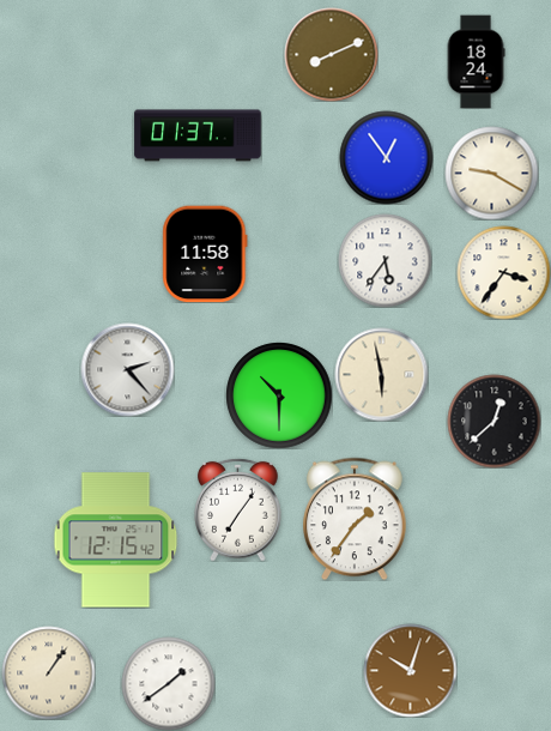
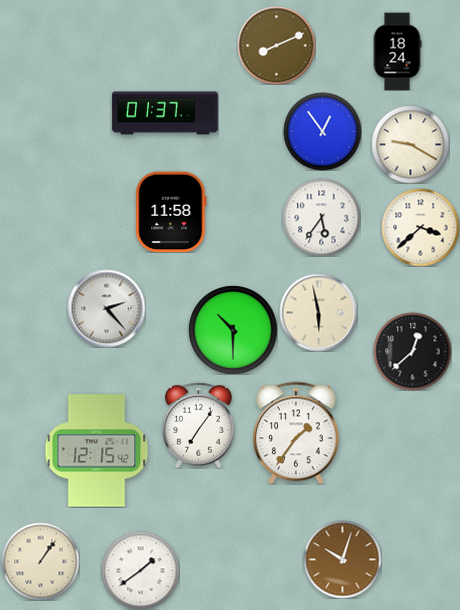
clock at (503, 272): 3:36 -> 3:38
